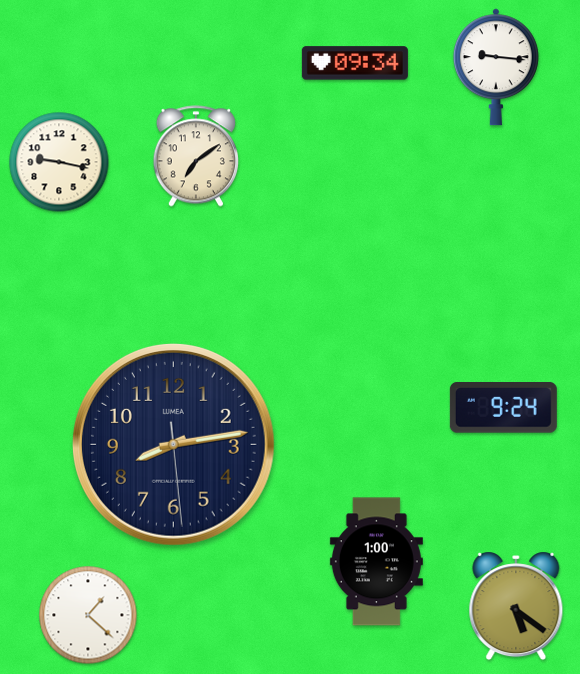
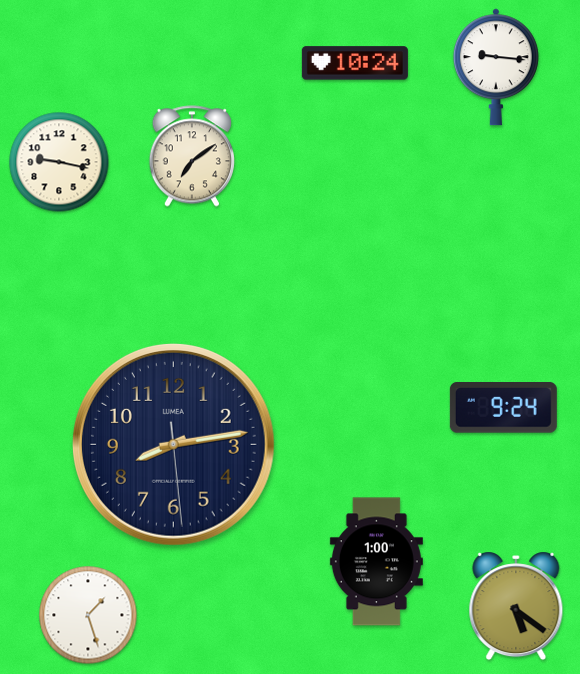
clock at (355, 63): 09:34 -> 10:24
clock at (195, 156) position: (195, 156) -> (191, 156)
clock at (88, 615): 1:22 -> 1:27
